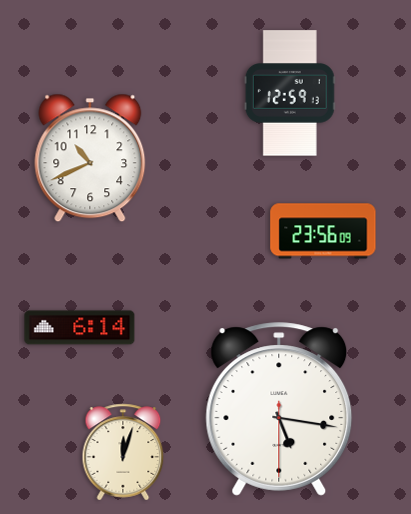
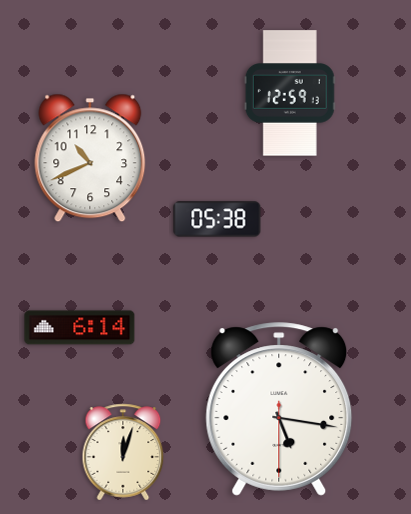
clock at (217, 219): none -> 05:38
clock at (323, 231): 23:56 -> none
